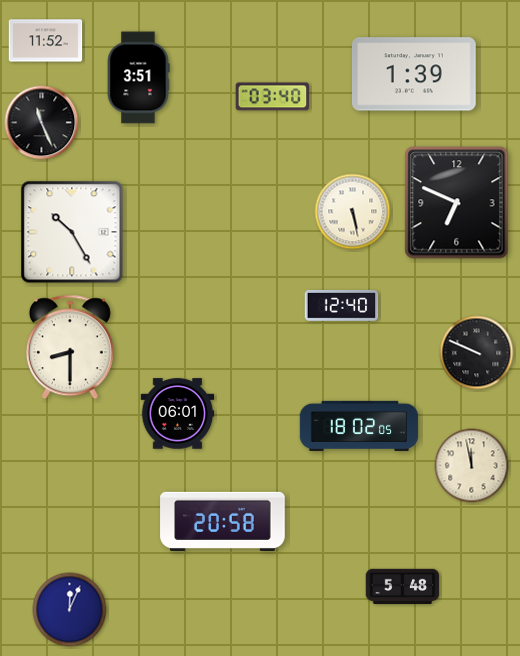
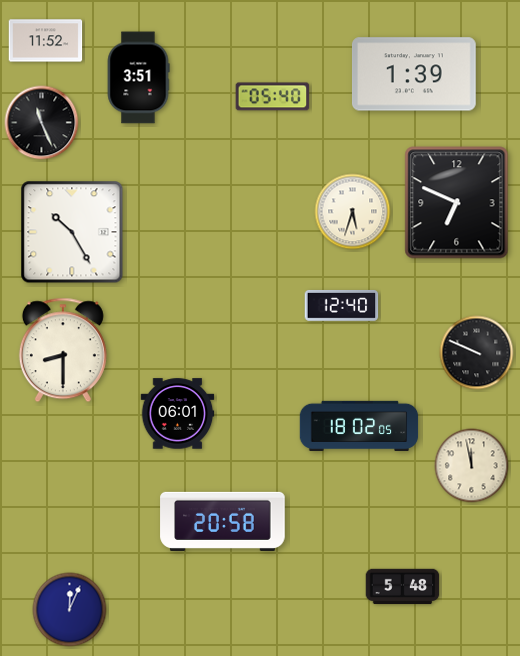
clock at (273, 97): 03:40 -> 05:40
clock at (353, 212): 5:28 -> 5:33
clock at (70, 347) position: (70, 347) -> (63, 350)
